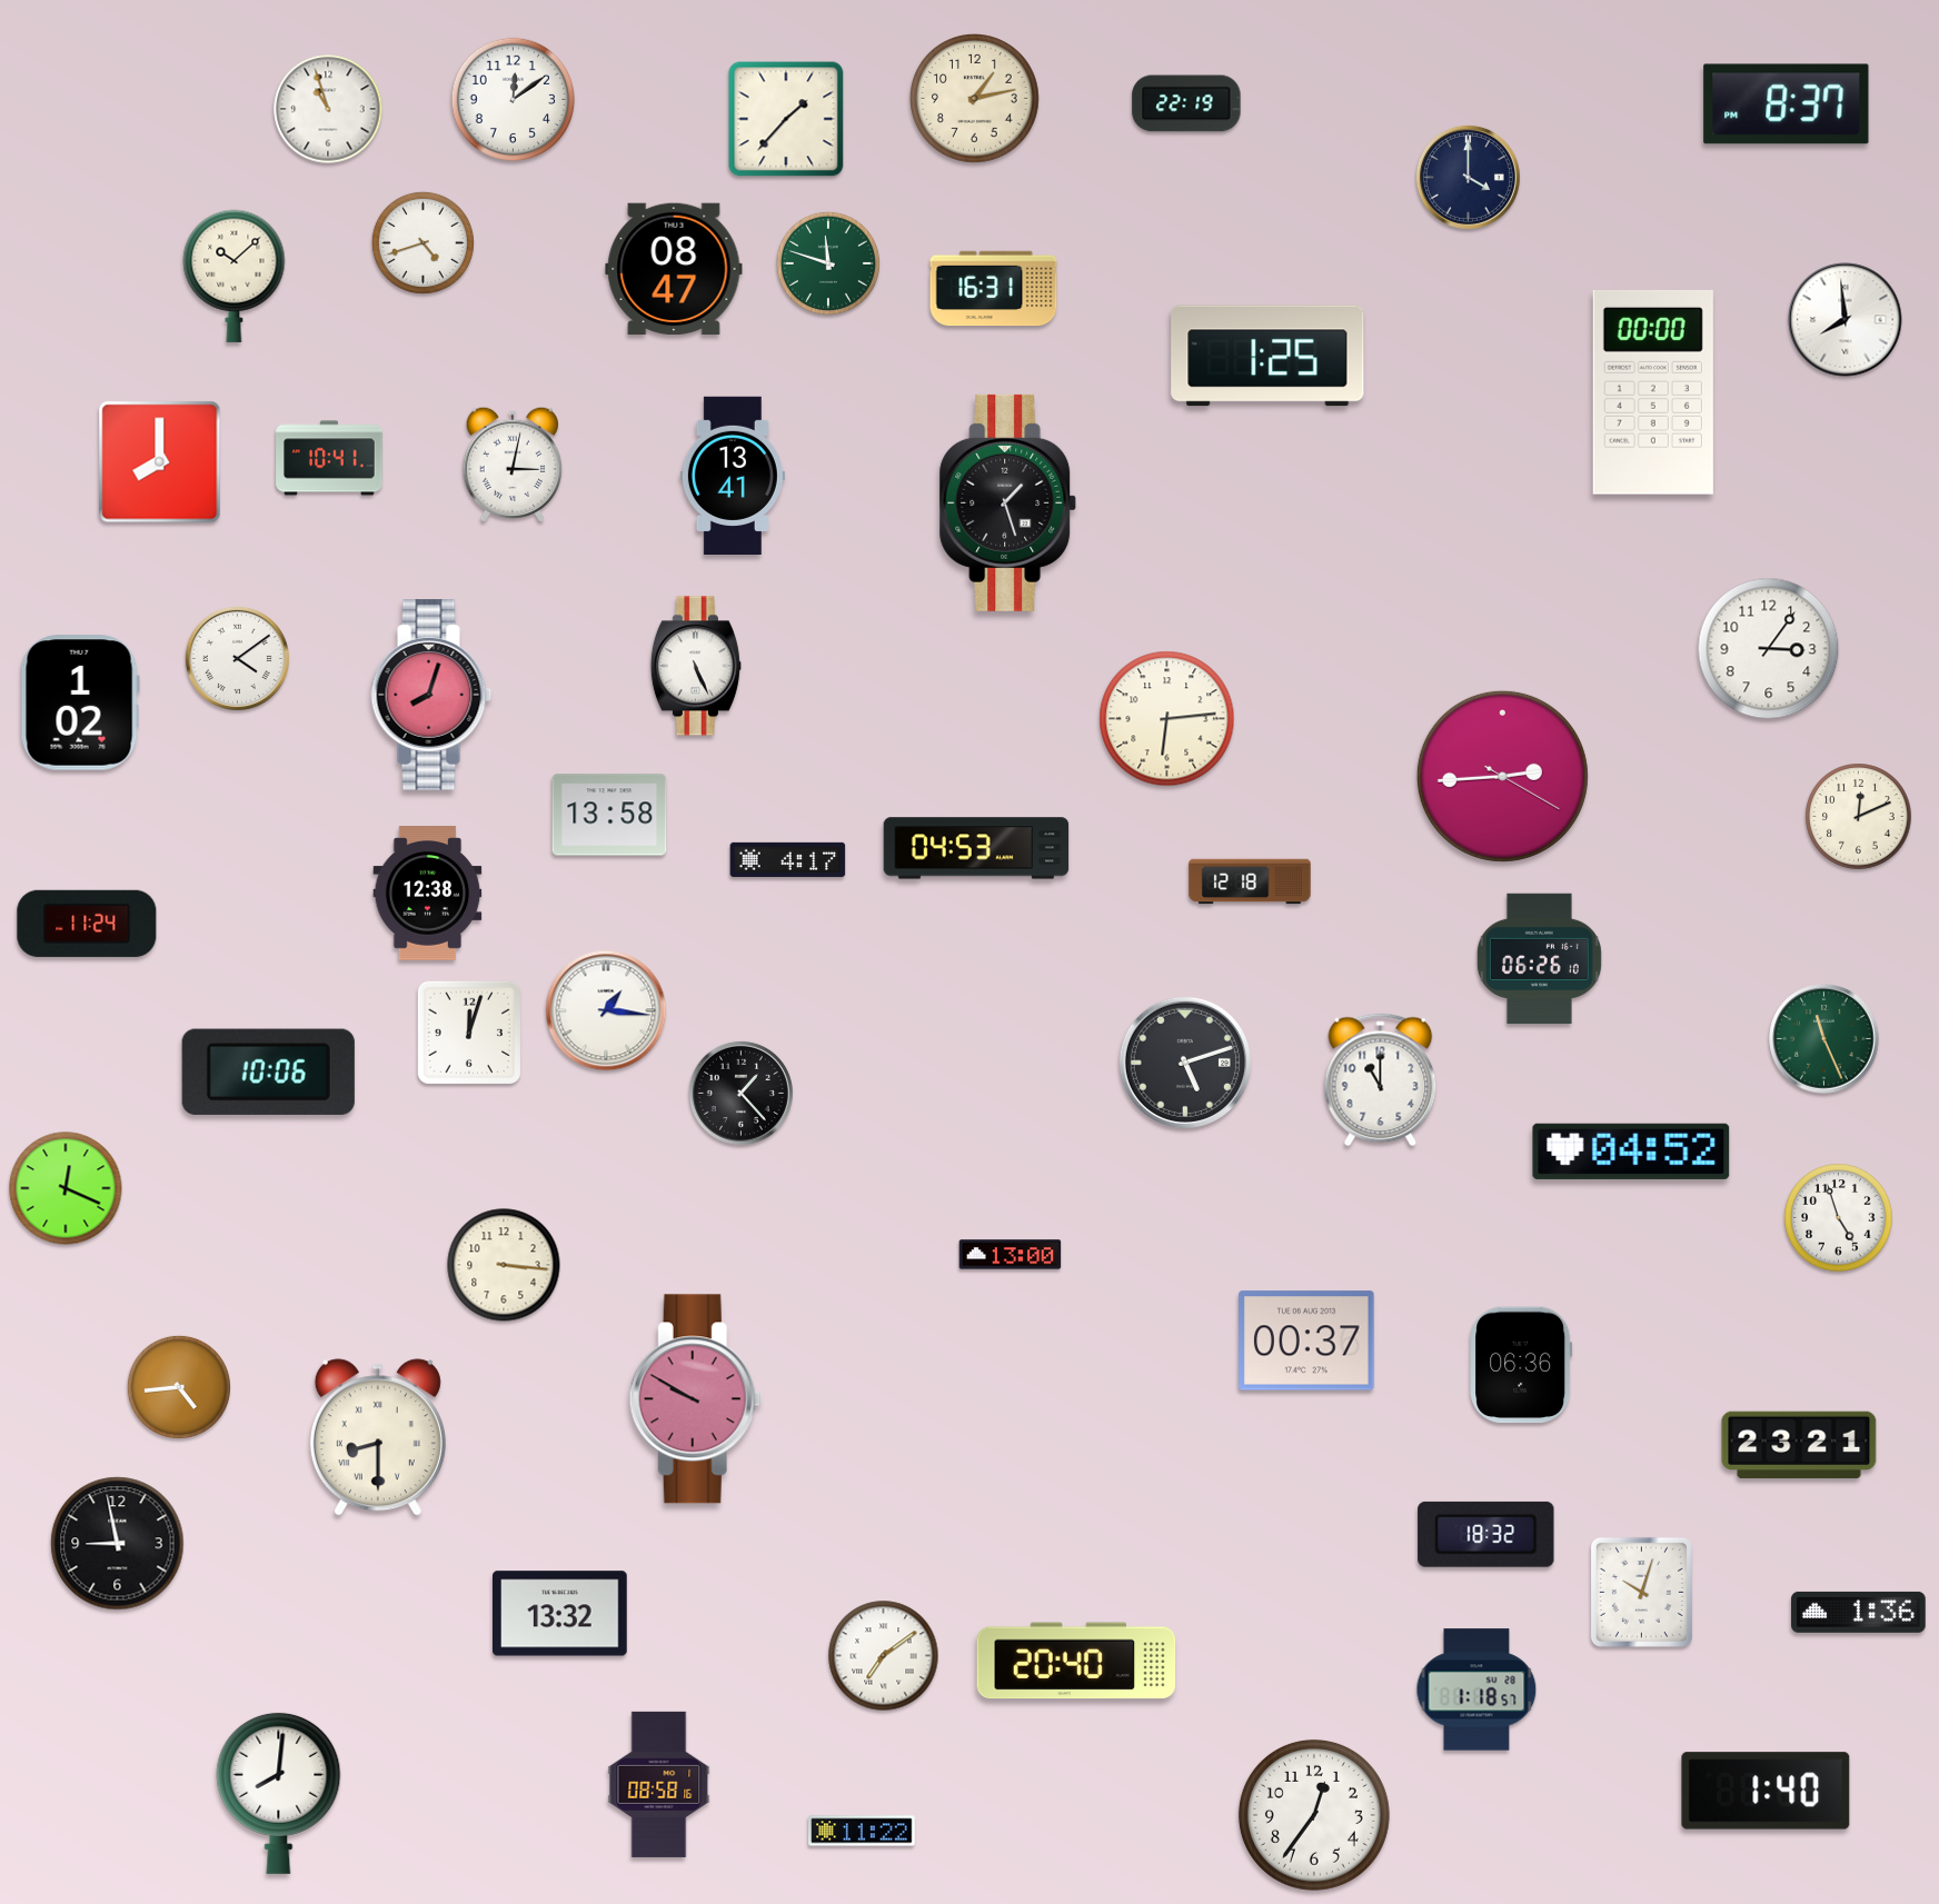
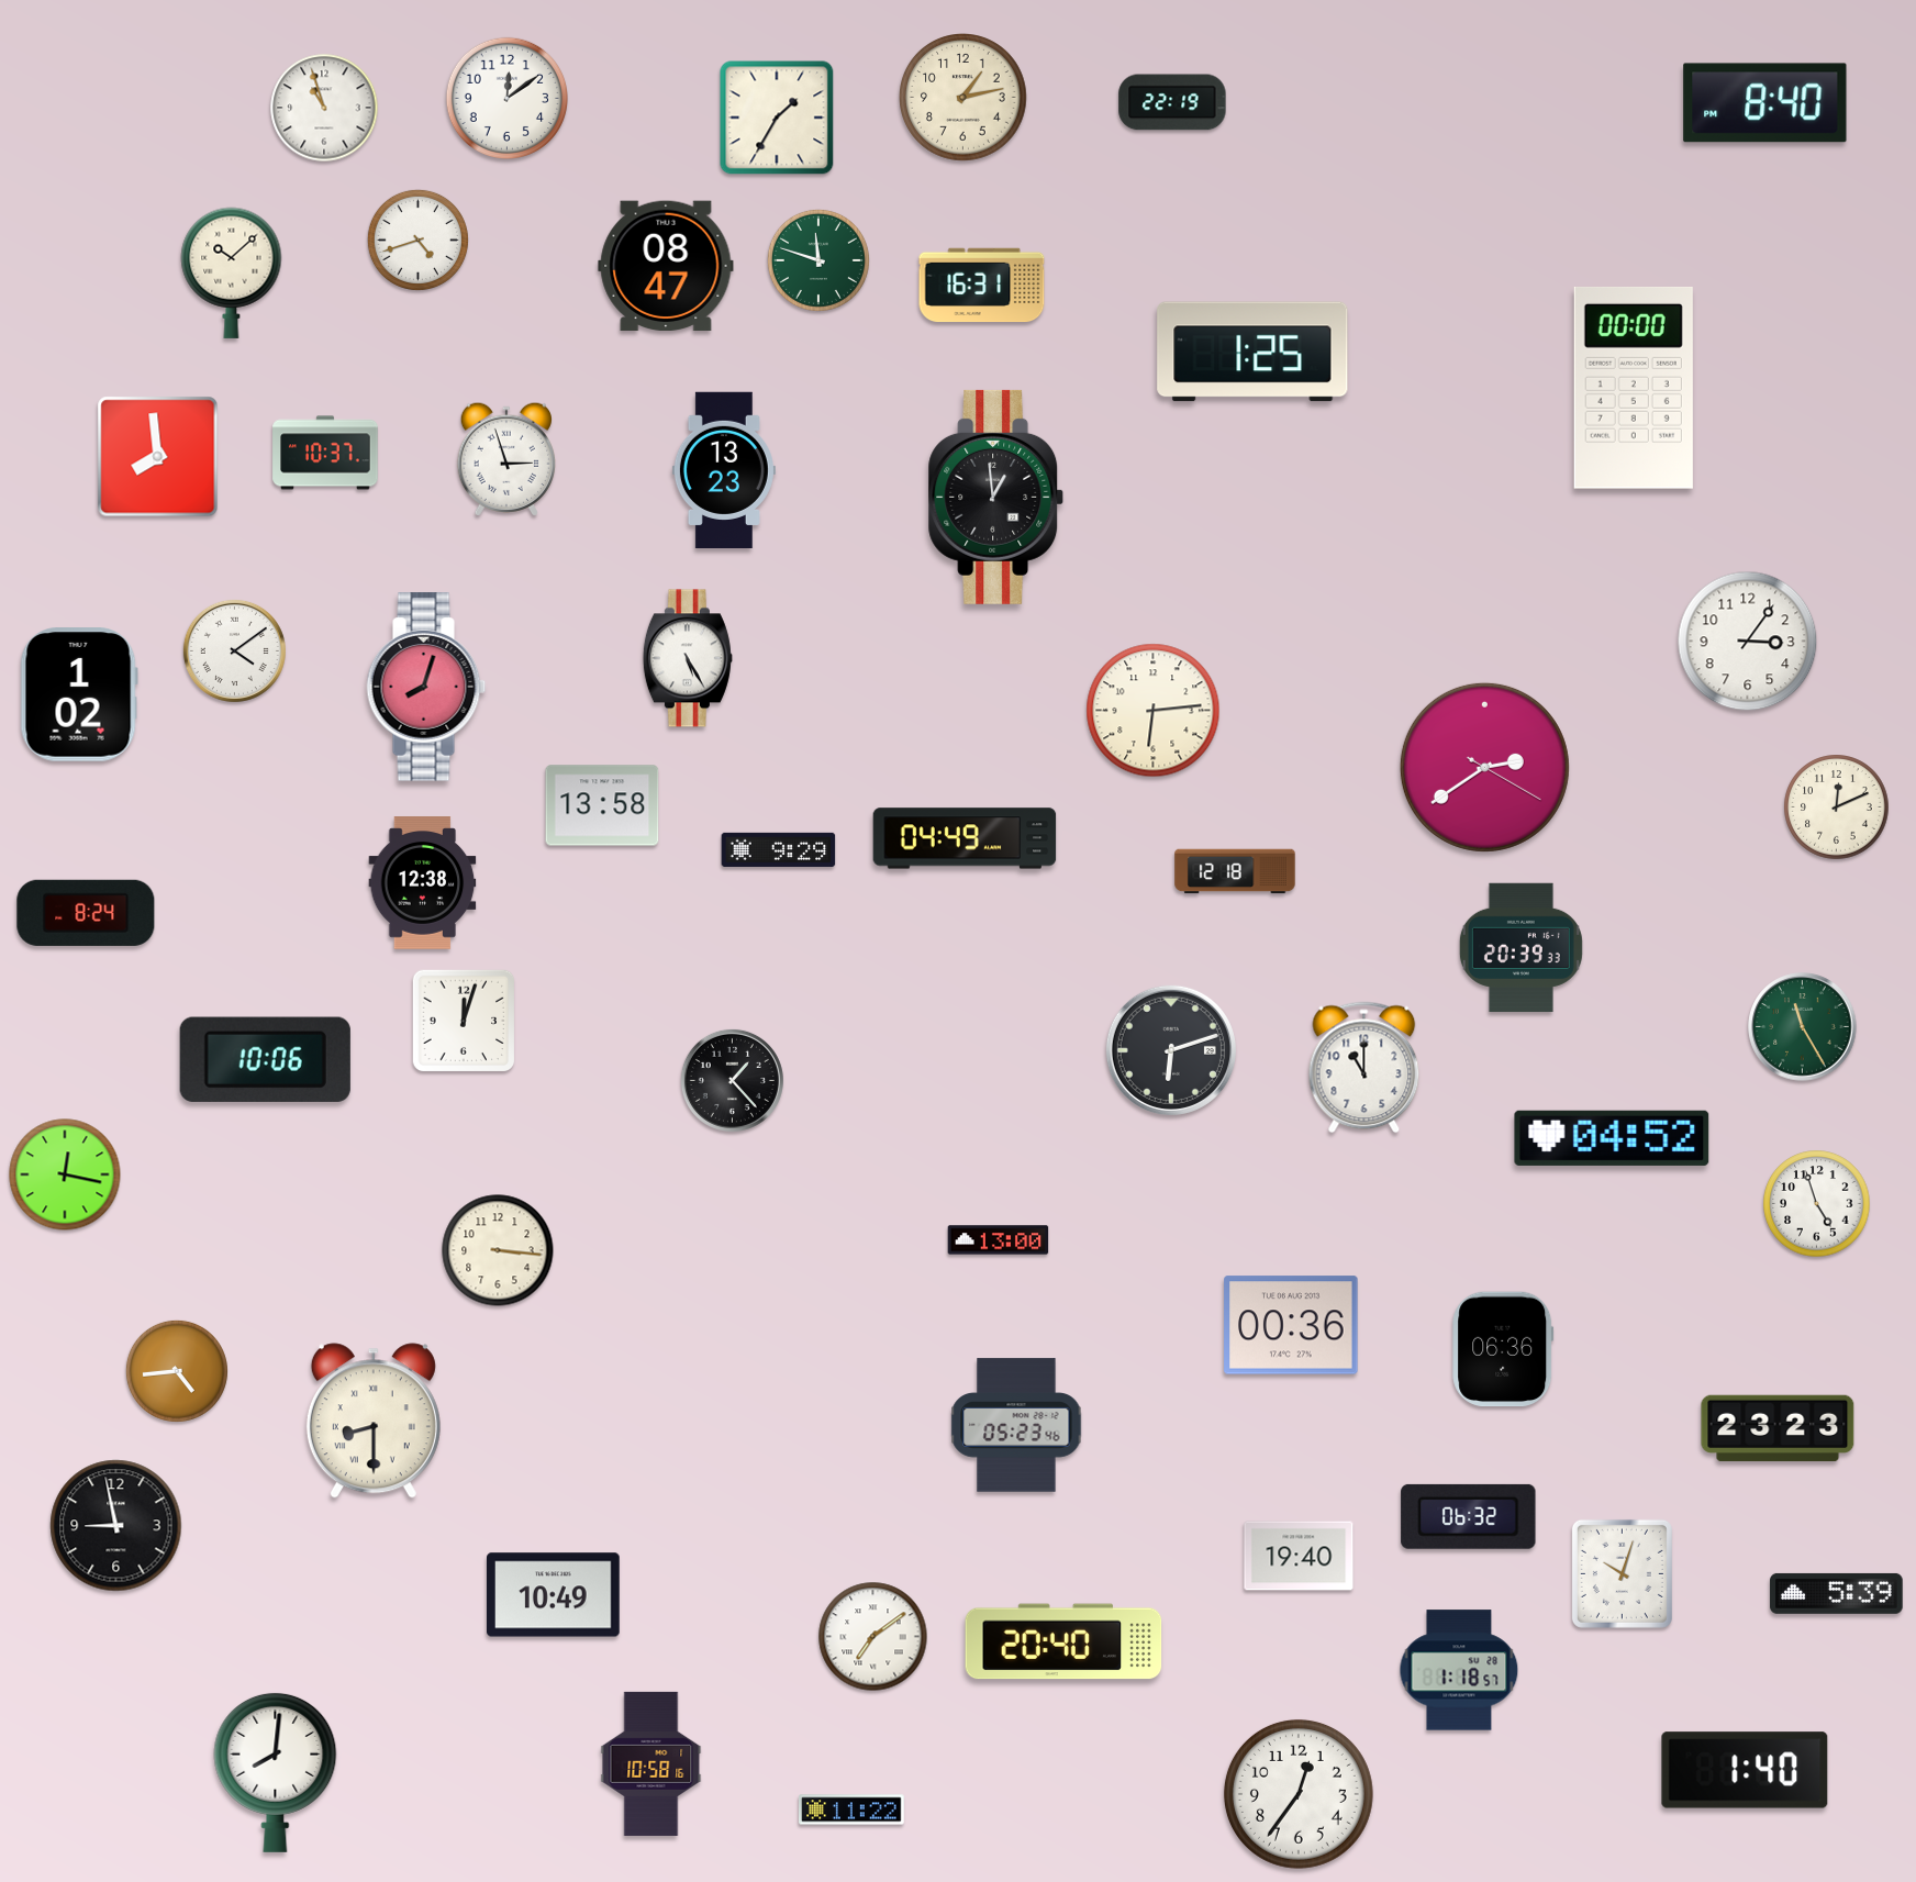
clock at (1787, 104): 8:37 -> 8:40
clock at (786, 119): 1:37 -> 1:35
clock at (1468, 177): 4:00 -> none
clock at (1846, 320): 7:59 -> none
clock at (329, 458): 10:41 -> 10:37
clock at (160, 462): 8:00 -> 7:59
clock at (511, 465): 3:02 -> 2:57
clock at (733, 475): 13:41 -> 13:23
clock at (1008, 502): 1:27 -> 12:59
clock at (696, 666): 5:26 -> 5:25
clock at (1502, 776): 2:44 -> 2:39
clock at (976, 848): 04:53 -> 04:49
clock at (788, 859): 4:17 -> 9:29
clock at (87, 924): 11:24 -> 8:24
clock at (1539, 959): 06:26 -> 20:39
clock at (606, 1010): 1:16 -> none
clock at (1824, 1039): 11:26 -> 11:25
clock at (1185, 1063): 5:12 -> 6:12
clock at (66, 1188): 12:19 -> 12:17
clock at (1306, 1340): 00:37 -> 00:36
clock at (695, 1399): 9:50 -> none
clock at (1016, 1425): none -> 05:23
clock at (1799, 1445): 23:21 -> 23:23
clock at (1486, 1534): 18:32 -> 06:32
clock at (1299, 1556): none -> 19:40
clock at (1859, 1612): 1:36 -> 5:39
clock at (560, 1614): 13:32 -> 10:49
clock at (659, 1784): 08:58 -> 10:58
